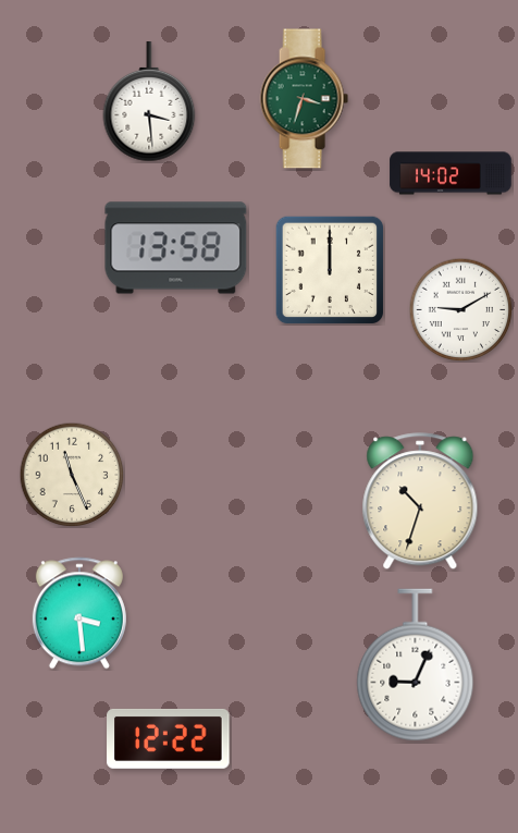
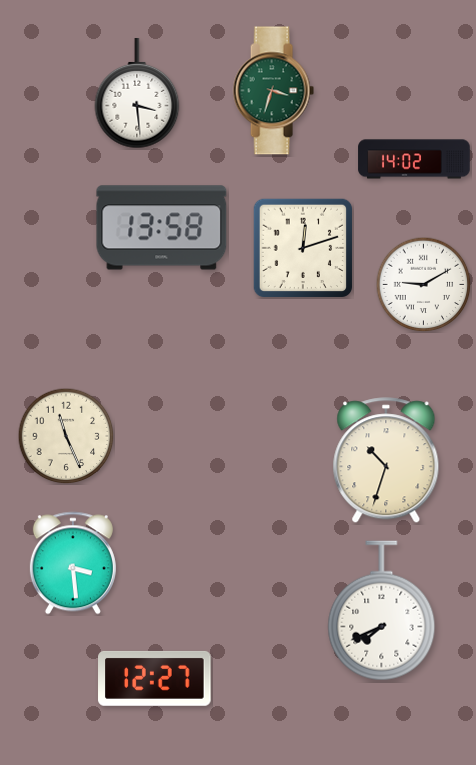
clock at (304, 99) position: (304, 99) -> (273, 91)
clock at (330, 270): 12:00 -> 12:12
clock at (416, 665): 9:04 -> 7:41
clock at (169, 738): 12:22 -> 12:27
